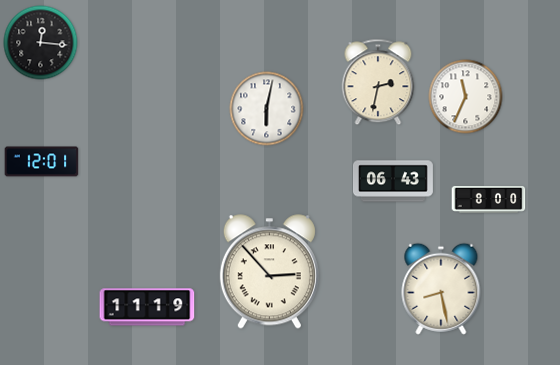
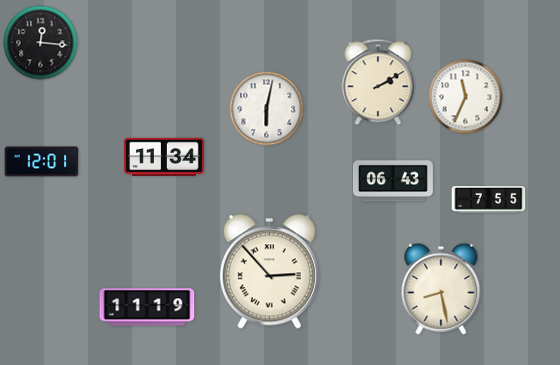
clock at (378, 82): 2:32 -> 2:10
clock at (164, 156): none -> 11:34
clock at (489, 199): 8:00 -> 7:55
